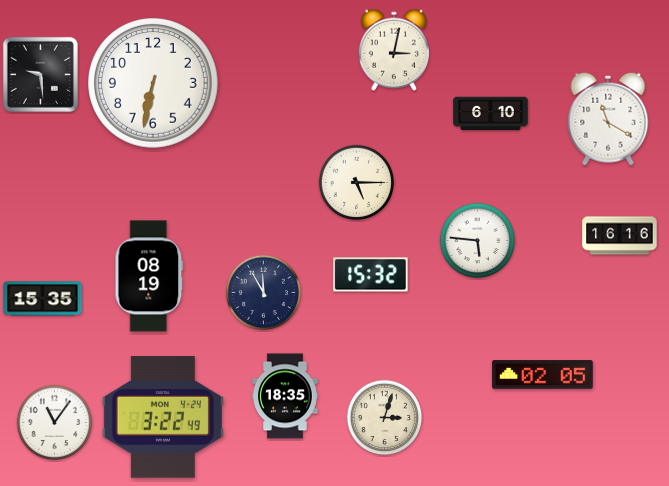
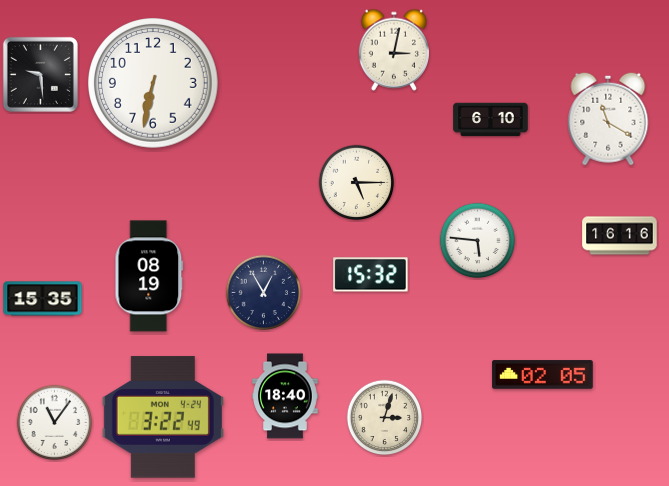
clock at (491, 114) position: (491, 114) -> (491, 120)
clock at (264, 293): 11:55 -> 12:55
clock at (285, 396): 18:35 -> 18:40
